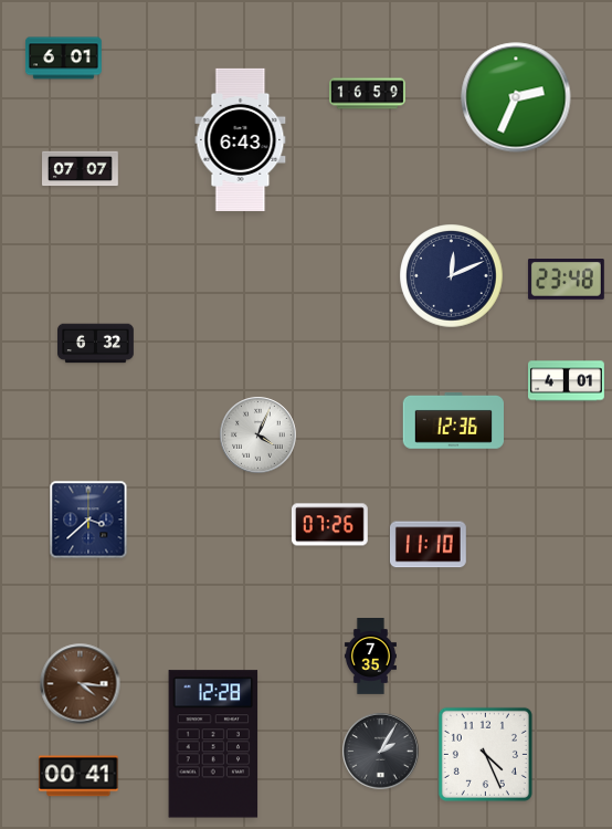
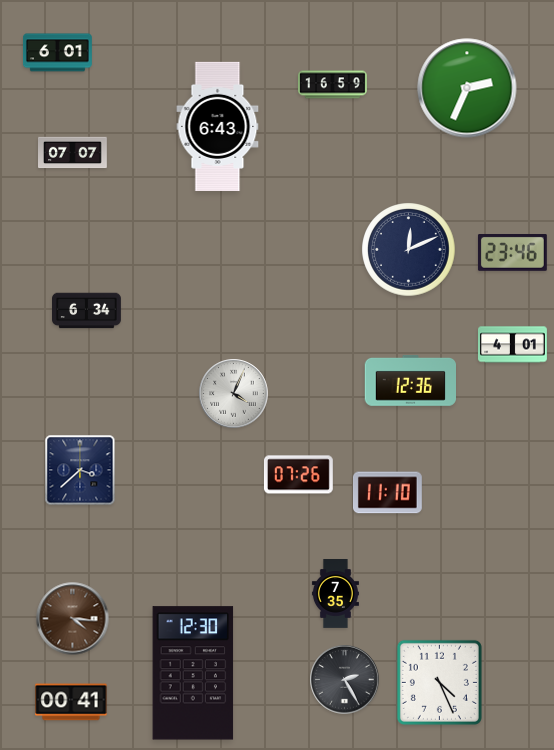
clock at (566, 280): 23:48 -> 23:46
clock at (96, 344): 6:32 -> 6:34
clock at (213, 744): 12:28 -> 12:30
clock at (381, 752): 2:05 -> 2:25
